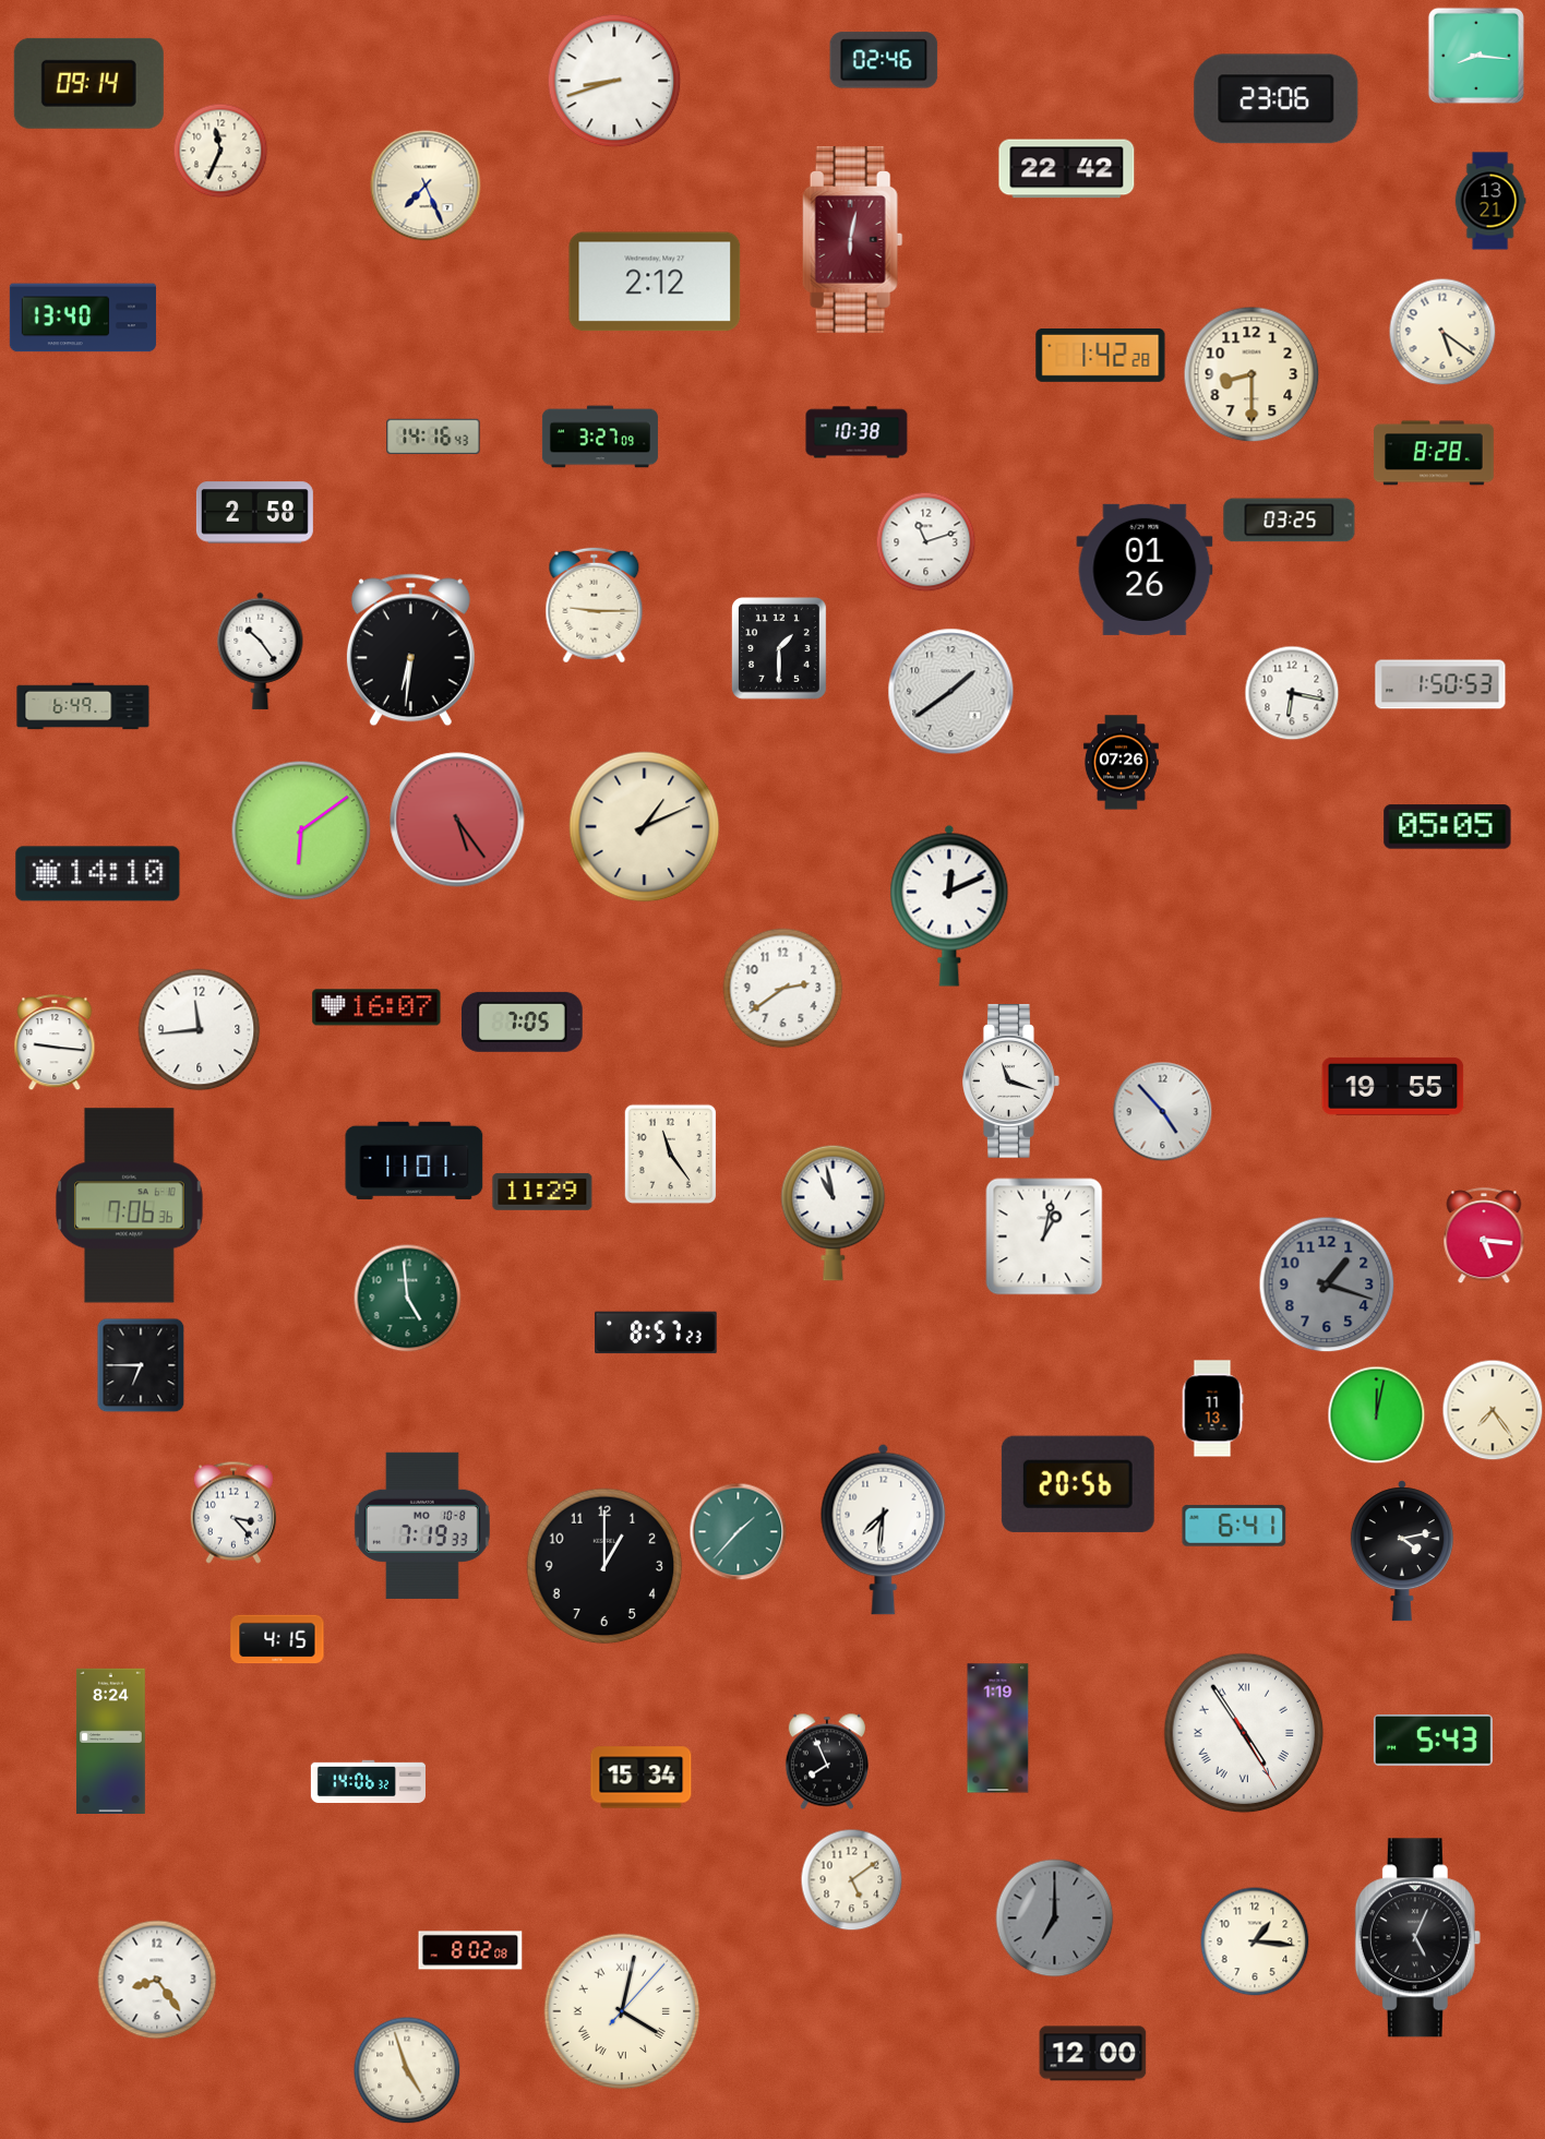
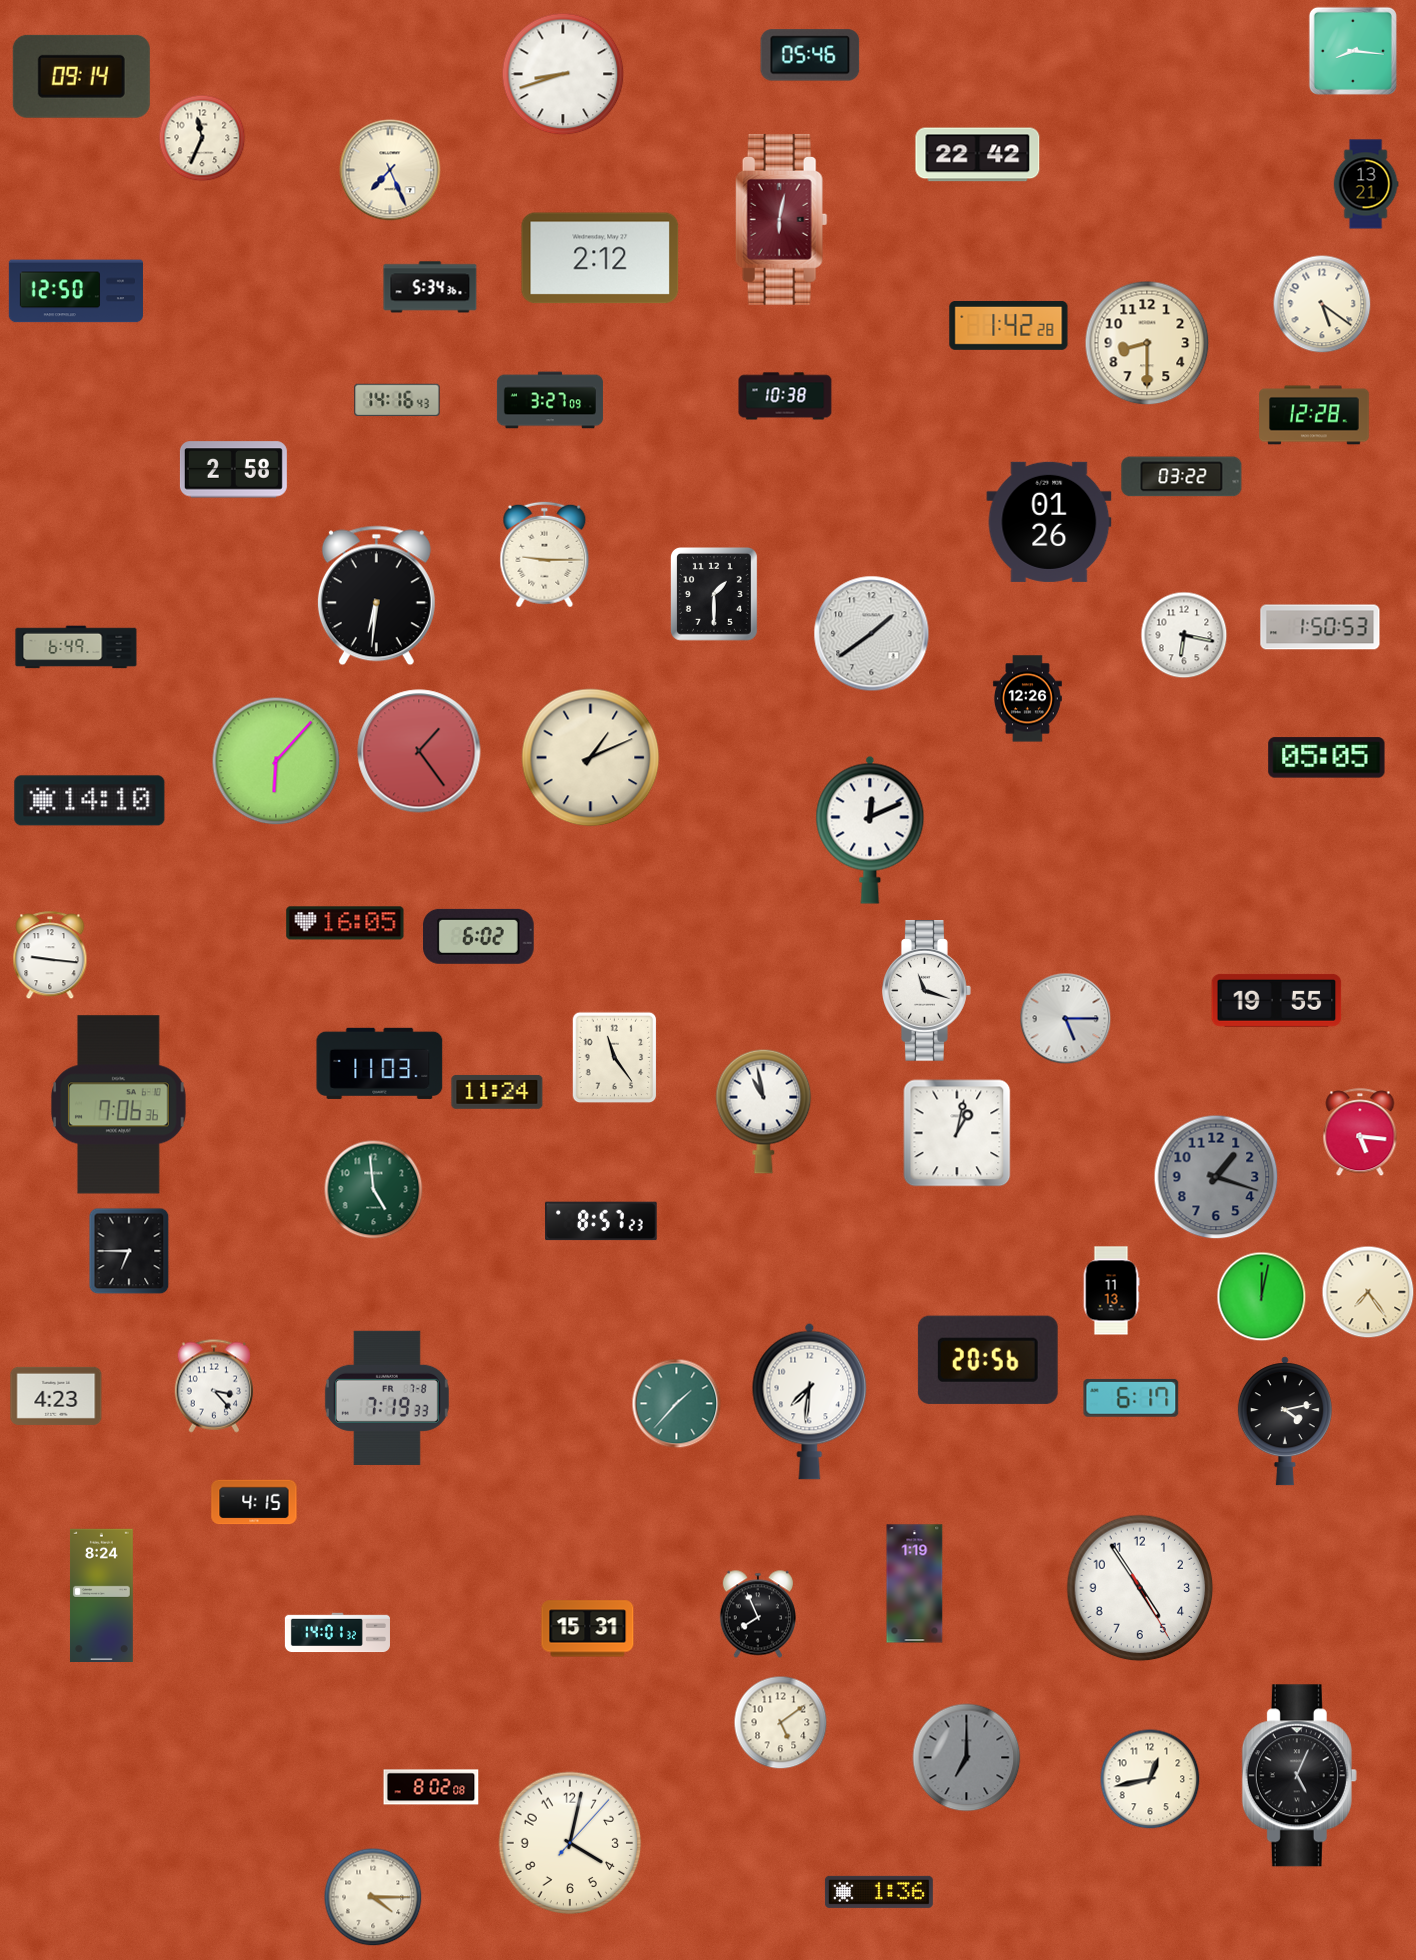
clock at (884, 60): 02:46 -> 05:46
clock at (1277, 99): 23:06 -> none
clock at (430, 287): none -> 5:34
clock at (83, 318): 13:40 -> 12:50
clock at (1434, 453): 8:28 -> 12:28
clock at (1290, 521): 03:25 -> 03:22
clock at (926, 542): 11:12 -> none
clock at (261, 650): 10:24 -> none
clock at (1121, 763): 07:26 -> 12:26
clock at (457, 820): 5:24 -> 1:24
clock at (301, 830): 6:09 -> 6:07
clock at (783, 989): 2:39 -> none
clock at (376, 1007): 16:07 -> 16:05
clock at (523, 1021): 7:05 -> 6:02
clock at (200, 1030): 11:44 -> none
clock at (1393, 1086) position: (1393, 1086) -> (1277, 1000)
clock at (1163, 1112): 4:53 -> 5:15
clock at (415, 1160): 11:01 -> 11:03
clock at (542, 1192): 11:29 -> 11:24
clock at (56, 1396): none -> 4:23
clock at (422, 1526) date: MO 10-8 -> FR 7-8
clock at (1234, 1526): 6:41 -> 6:17
clock at (604, 1566): 1:00 -> none
clock at (1244, 1733) numerals: Roman -> Arabic
clock at (1433, 1741): 5:43 -> none
clock at (642, 1778): 15:34 -> 15:31
clock at (368, 1782): 14:06 -> 14:01
clock at (1255, 1941): 1:16 -> 12:43
clock at (157, 1980): 8:24 -> none
clock at (622, 2011) numerals: Roman -> Arabic
clock at (1093, 2054): 12:00 -> none
clock at (879, 1892): none -> 1:36
clock at (407, 2070): 4:57 -> 4:15
